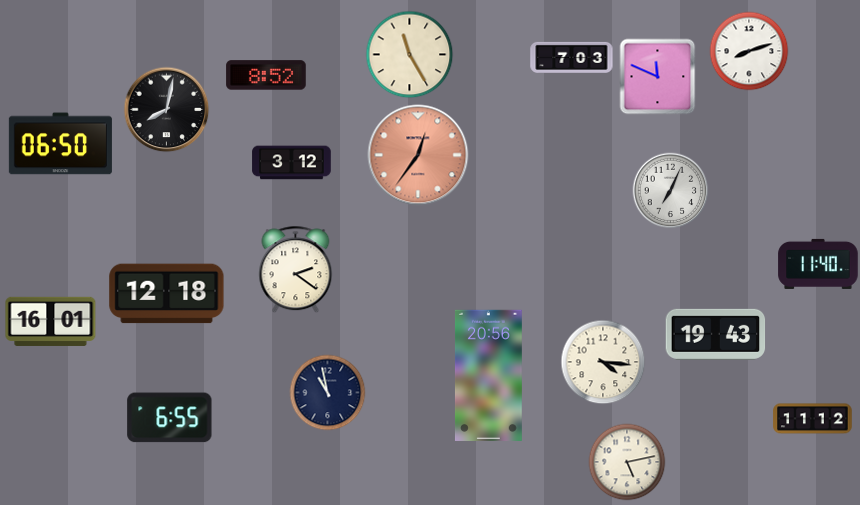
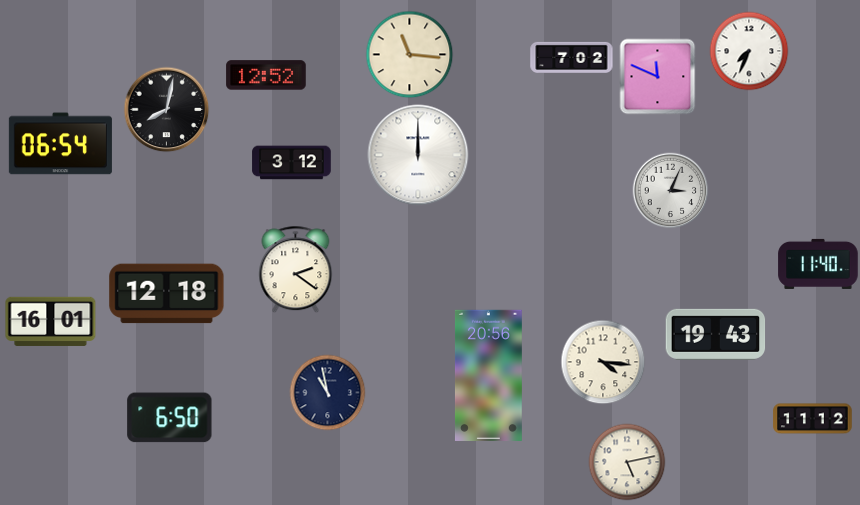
clock at (749, 51): 8:12 -> 7:34
clock at (410, 55): 11:25 -> 11:16
clock at (572, 57): 7:03 -> 7:02
clock at (266, 75): 8:52 -> 12:52
clock at (60, 144): 06:50 -> 06:54
clock at (418, 155): 12:36 -> 12:00
clock at (418, 155) dial: salmon -> white
clock at (671, 191): 7:04 -> 3:04
clock at (170, 418): 6:55 -> 6:50
